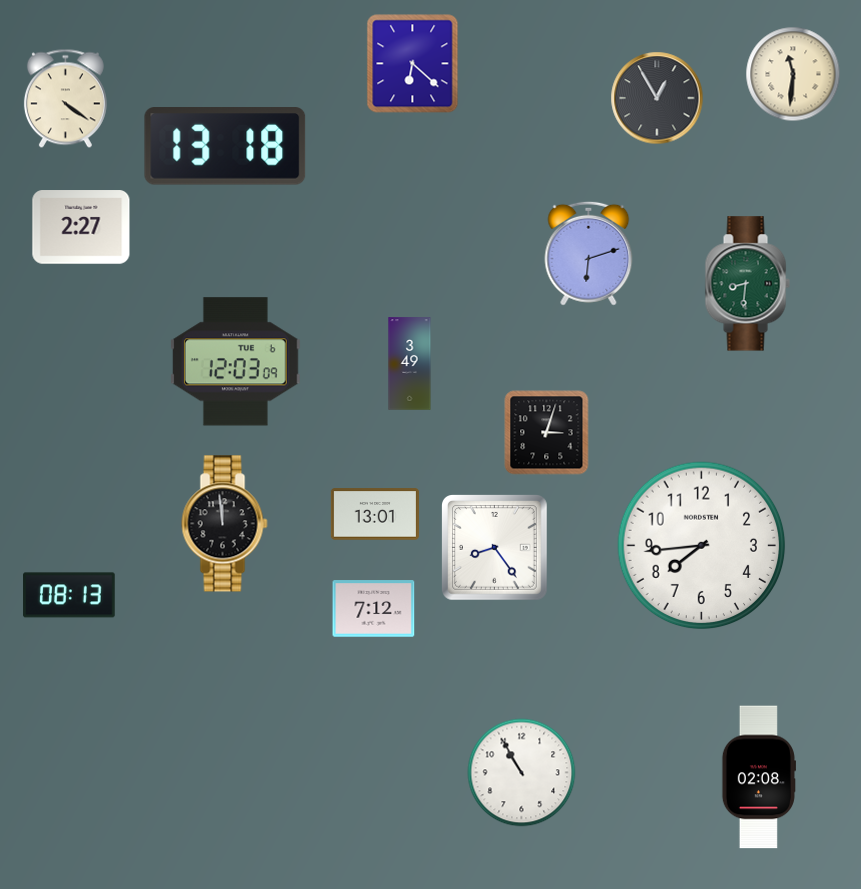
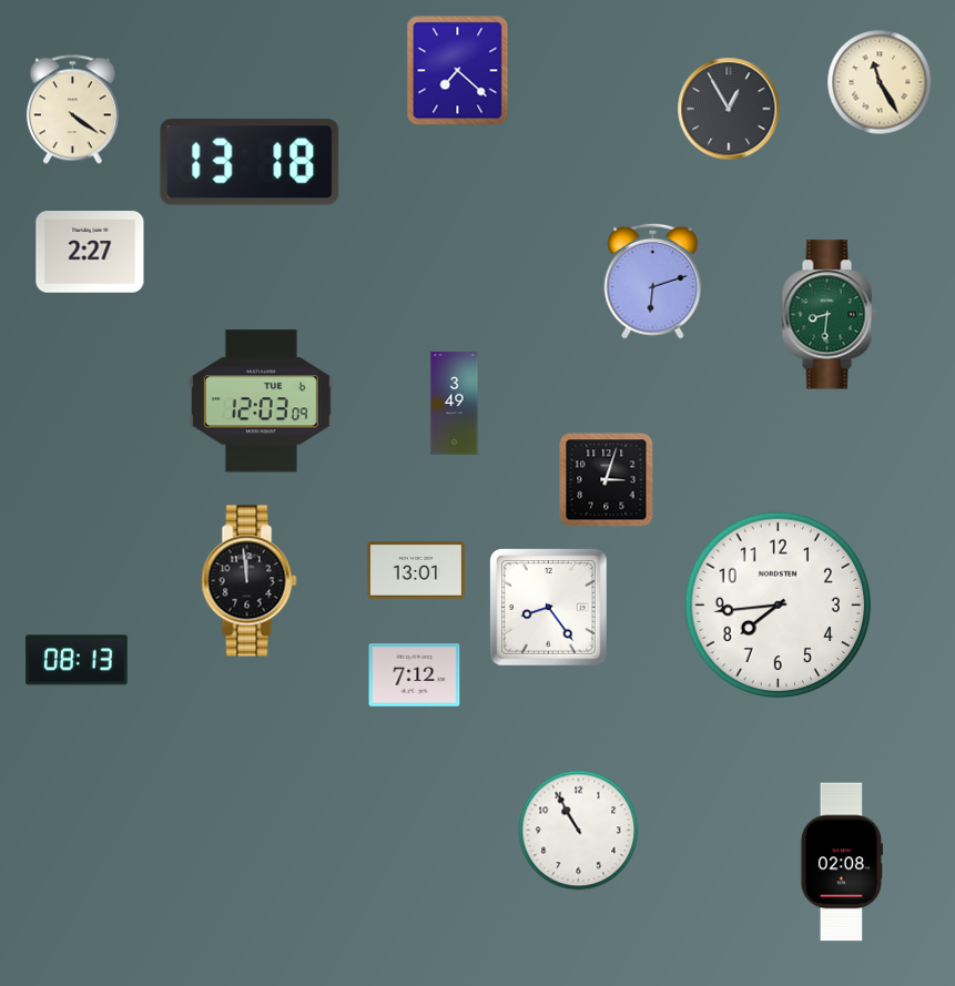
clock at (413, 64): 6:22 -> 7:22
clock at (793, 74): 11:31 -> 11:25
clock at (522, 773) position: (522, 773) -> (579, 831)
